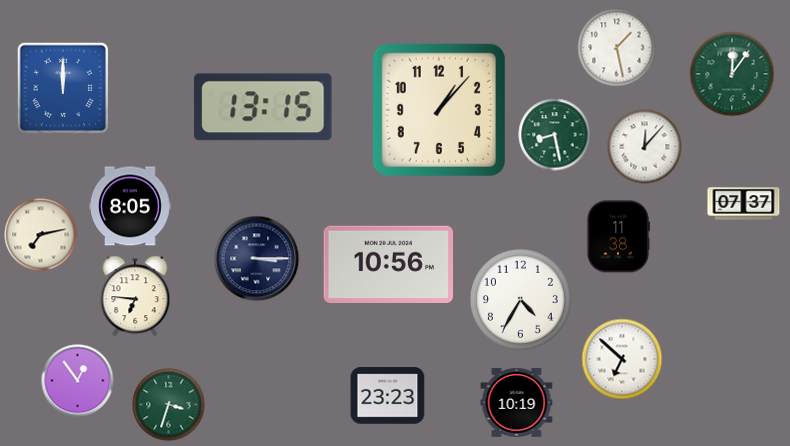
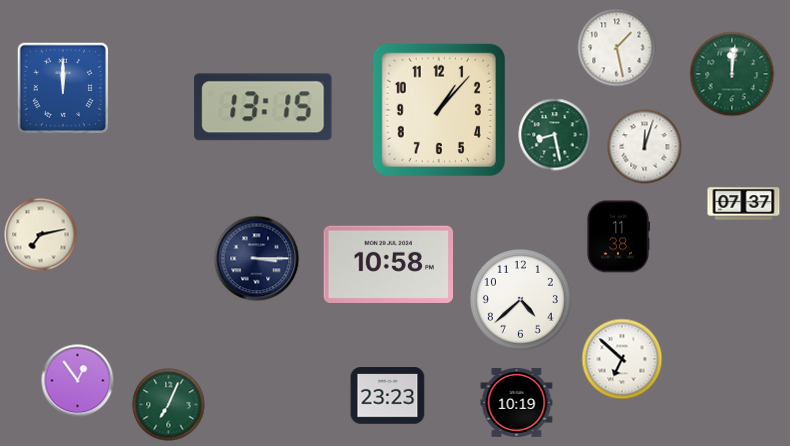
clock at (732, 74): 12:06 -> 12:01
clock at (645, 147): 12:07 -> 12:03
clock at (130, 206): 8:05 -> none
clock at (389, 264): 10:56 -> 10:58
clock at (135, 296): 6:46 -> none
clock at (520, 299): 4:35 -> 4:38
clock at (169, 405): 3:33 -> 7:04
